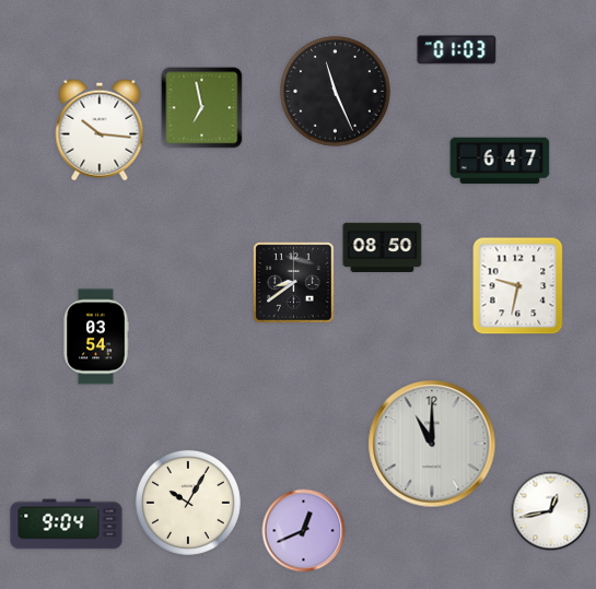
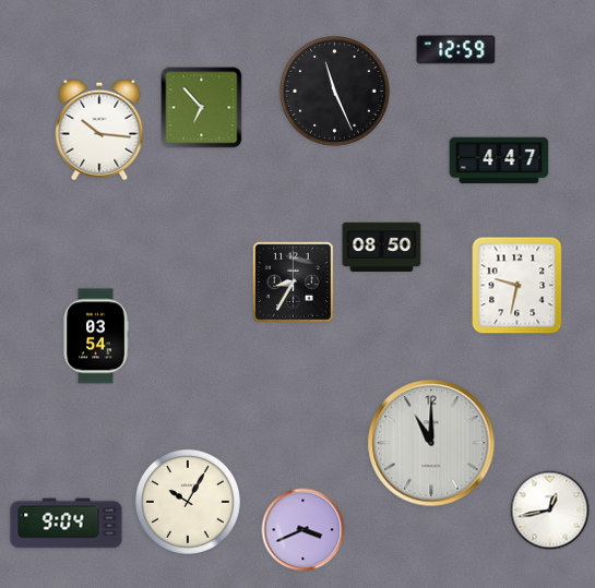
clock at (457, 50): 01:03 -> 12:59
clock at (202, 108): 6:58 -> 6:53
clock at (500, 161): 6:47 -> 4:47
clock at (294, 283): 8:39 -> 8:35
clock at (304, 531): 12:41 -> 3:41
